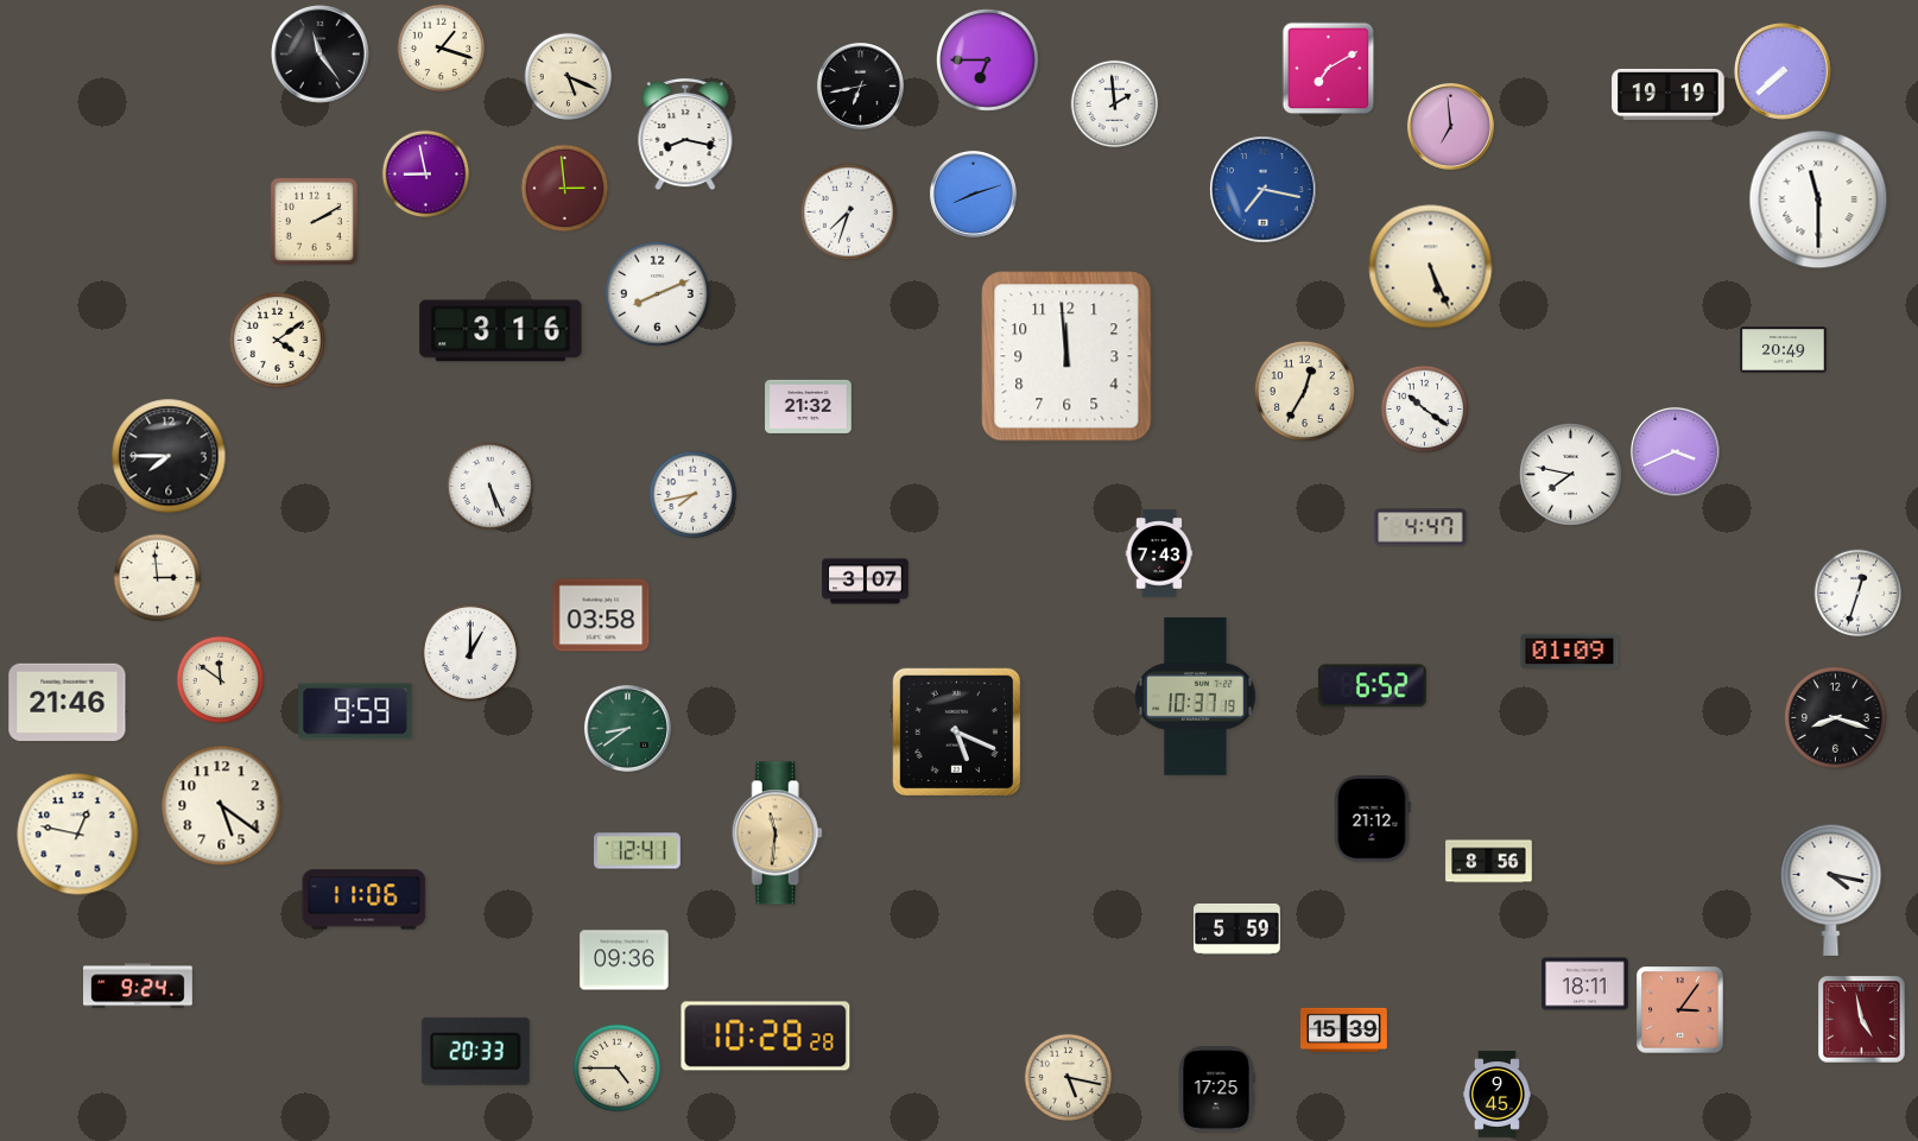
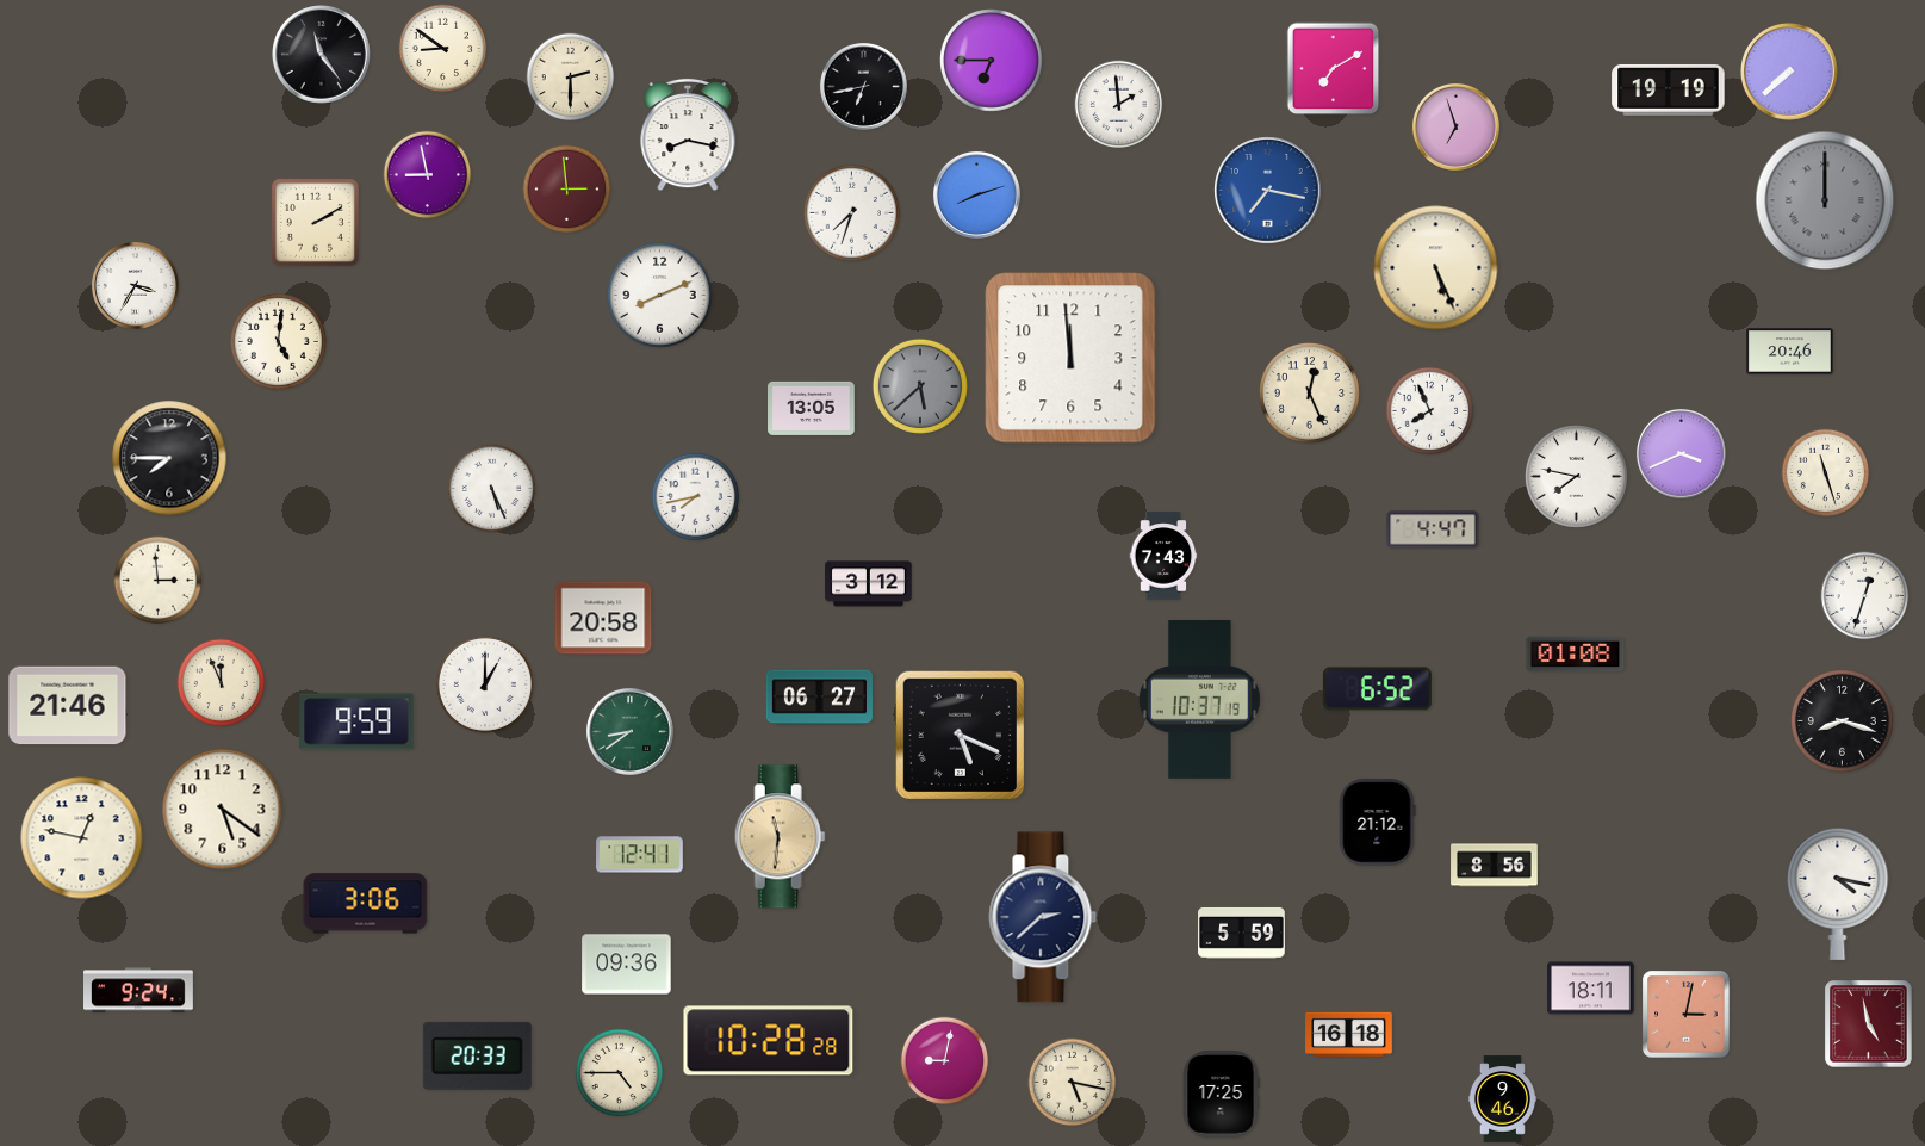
clock at (442, 49): 1:18 -> 8:51
clock at (569, 77): 5:19 -> 2:30
clock at (1669, 94) position: (1669, 94) -> (1669, 89)
clock at (1450, 126): 6:59 -> 6:57
clock at (1818, 199): 11:30 -> 12:00
clock at (1818, 199) dial: white -> grey
clock at (135, 285): none -> 3:35
clock at (501, 331): 3:16 -> none
clock at (277, 340): 4:09 -> 5:01
clock at (1784, 350): 20:49 -> 20:46
clock at (920, 386): none -> 5:38
clock at (1304, 391): 12:35 -> 12:26
clock at (809, 406): 21:32 -> 13:05
clock at (1425, 410): 10:21 -> 7:56
clock at (1826, 473): none -> 11:27
clock at (1420, 527) position: (1420, 527) -> (1433, 529)
clock at (866, 582): 3:07 -> 3:12
clock at (601, 615): 03:58 -> 20:58
clock at (1570, 652): 01:09 -> 01:08
clock at (470, 653) position: (470, 653) -> (485, 684)
clock at (221, 680): 11:51 -> 11:56
clock at (819, 698): none -> 06:27
clock at (355, 711) position: (355, 711) -> (356, 721)
clock at (78, 835) position: (78, 835) -> (82, 838)
clock at (365, 900): 11:06 -> 3:06
clock at (1043, 917): none -> 2:38
clock at (1680, 1010): 3:06 -> 3:02
clock at (1344, 1029): 15:39 -> 16:18
clock at (945, 1061): none -> 9:02
clock at (1496, 1095): 9:45 -> 9:46
